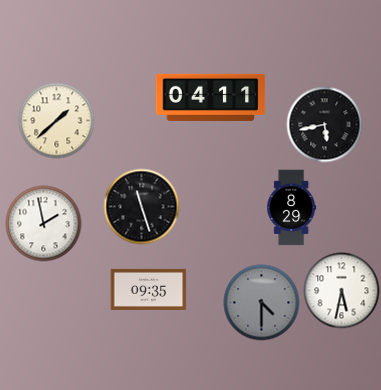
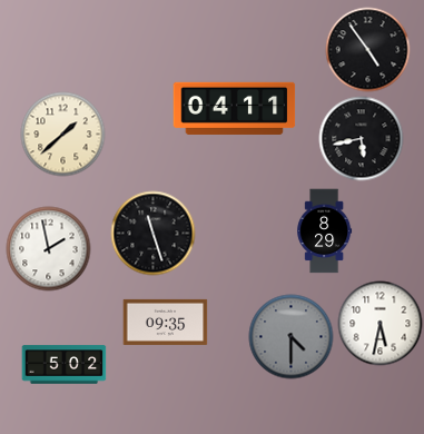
clock at (368, 50): none -> 4:54
clock at (142, 207) position: (142, 207) -> (154, 234)
clock at (65, 365): none -> 5:02
